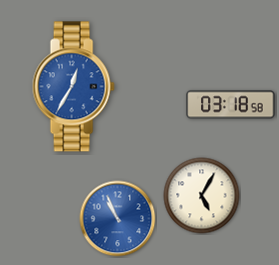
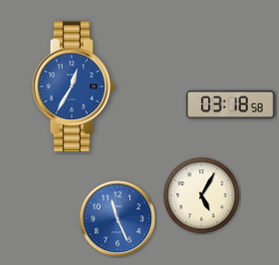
clock at (118, 219): 10:56 -> 11:26
